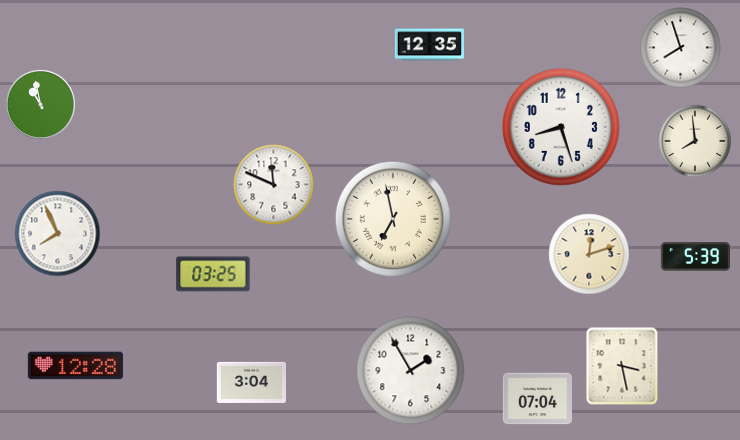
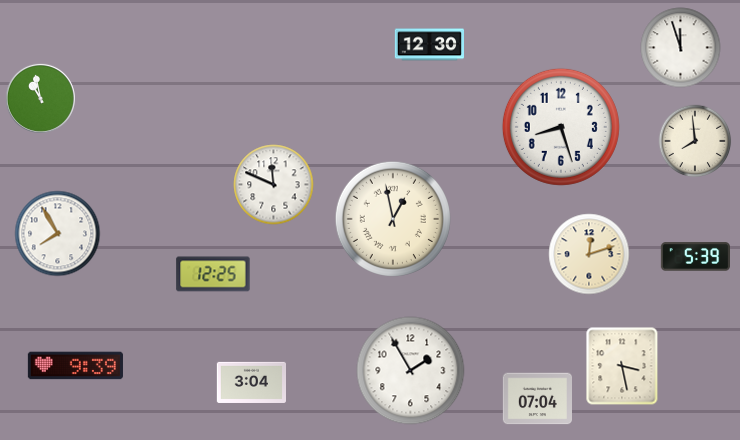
clock at (429, 45): 12:35 -> 12:30
clock at (681, 48): 7:57 -> 11:57
clock at (40, 104) position: (40, 104) -> (40, 98)
clock at (393, 219): 6:58 -> 12:58
clock at (58, 234): 7:56 -> 7:55
clock at (213, 274): 03:25 -> 12:25
clock at (75, 366): 12:28 -> 9:39
